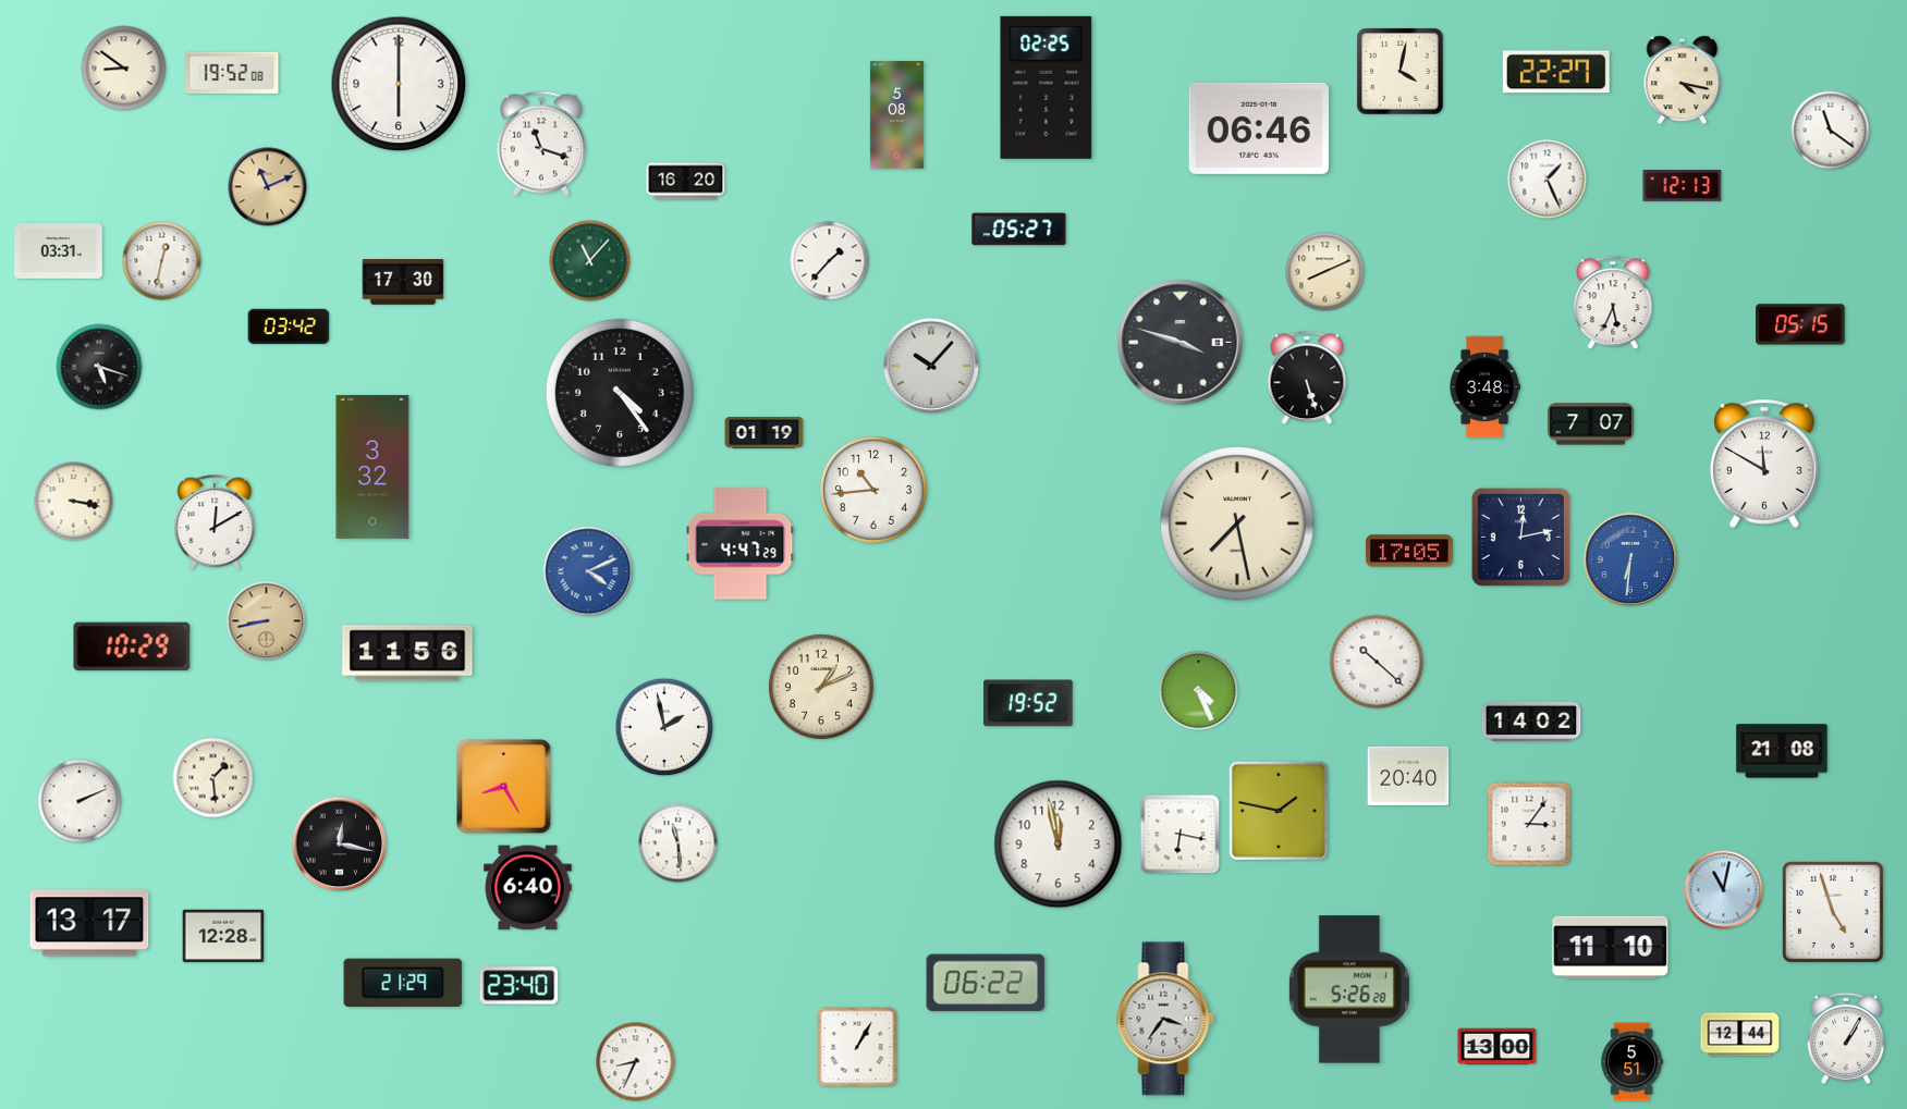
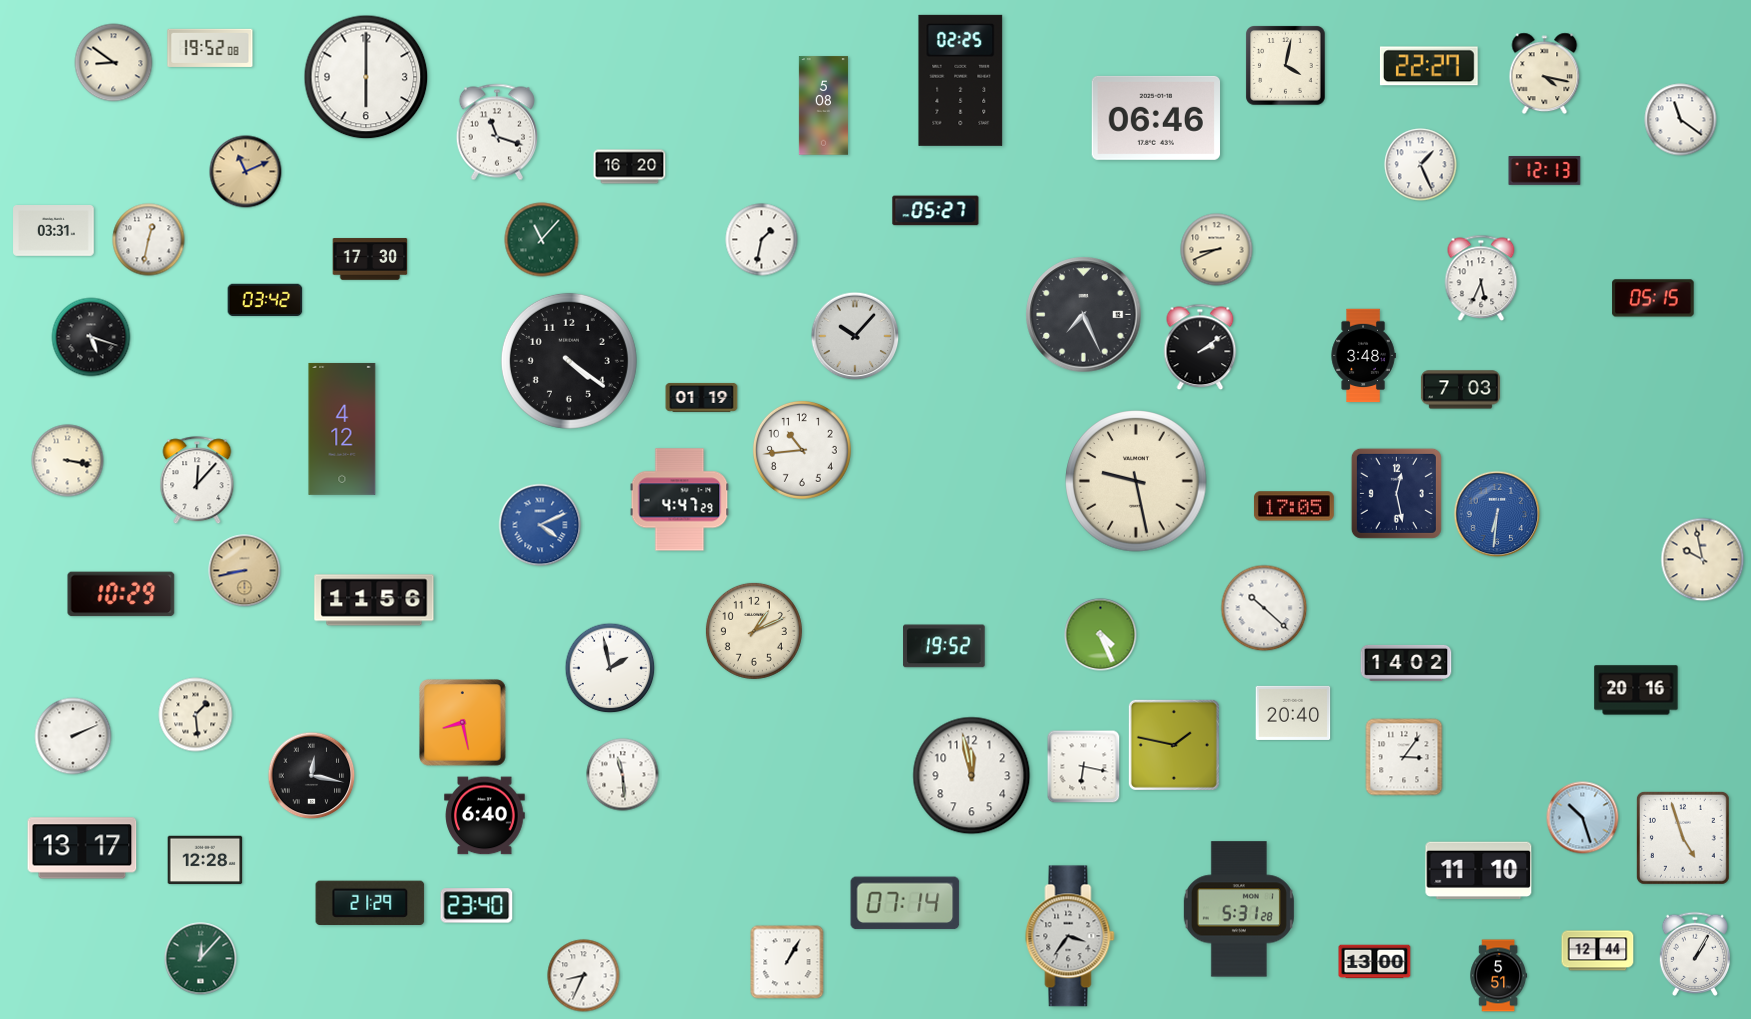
clock at (232, 73) position: (232, 73) -> (210, 48)
clock at (830, 261): 1:37 -> 1:32
clock at (1325, 272): 8:11 -> 8:41
clock at (1181, 343): 3:48 -> 7:26
clock at (1307, 378): 5:27 -> 2:09
clock at (620, 393): 4:24 -> 4:21
clock at (1590, 424): 7:07 -> 7:03
clock at (1764, 464): 11:50 -> none
clock at (372, 467): 3:32 -> 4:12
clock at (215, 523): 12:10 -> 12:07
clock at (1237, 523): 7:28 -> 9:28
clock at (1520, 537): 12:13 -> 12:28
clock at (1703, 560): none -> 9:58
clock at (1782, 751): 21:08 -> 20:16
clock at (504, 787): 8:25 -> 8:28
clock at (1724, 890): 11:02 -> 10:27
clock at (986, 983): 06:22 -> 07:14
clock at (1349, 989): 5:26 -> 5:31
clock at (201, 959): none -> 12:07
